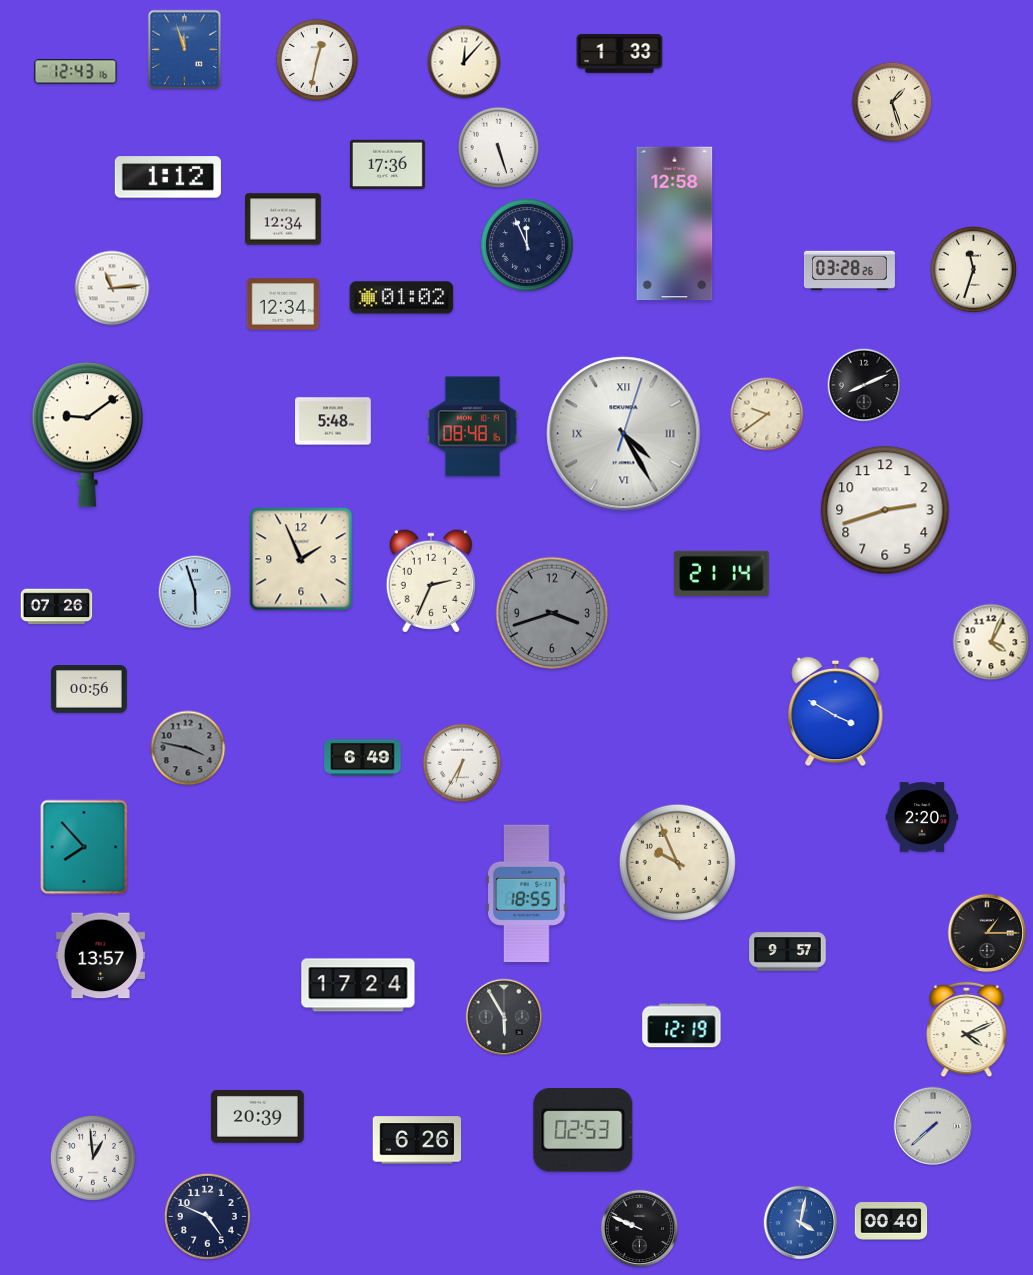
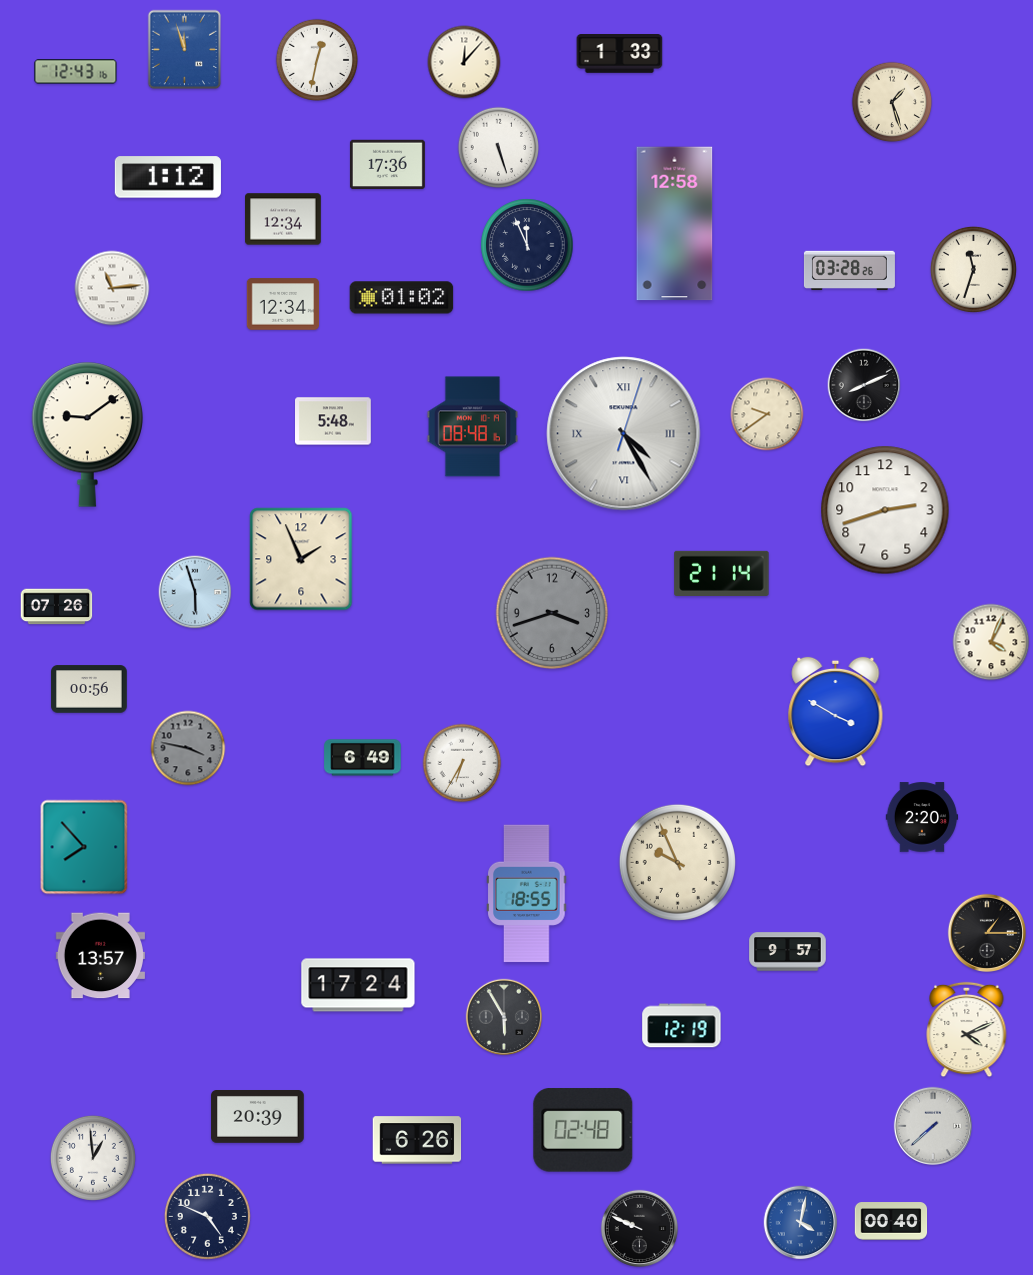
clock at (431, 581): 2:34 -> none
clock at (583, 1131): 02:53 -> 02:48
